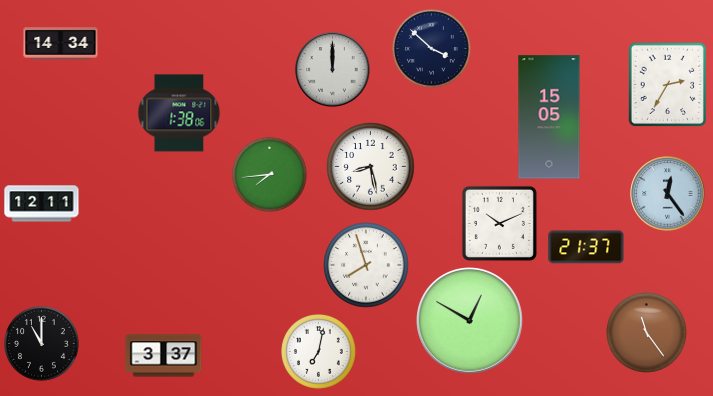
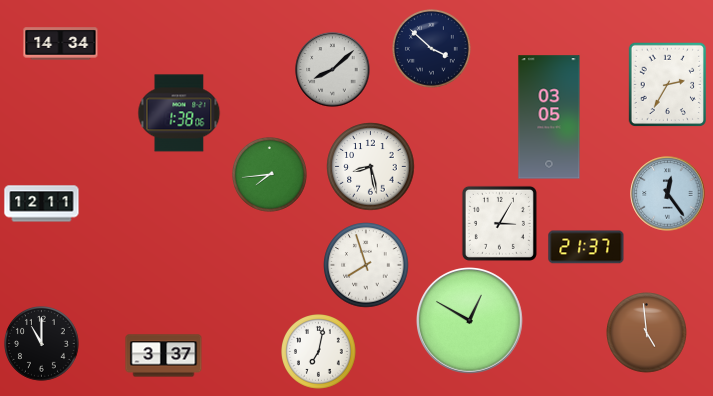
clock at (333, 70): 12:00 -> 8:08
clock at (549, 117): 15:05 -> 03:05
clock at (499, 223): 10:11 -> 3:05
clock at (647, 333): 11:24 -> 4:59
